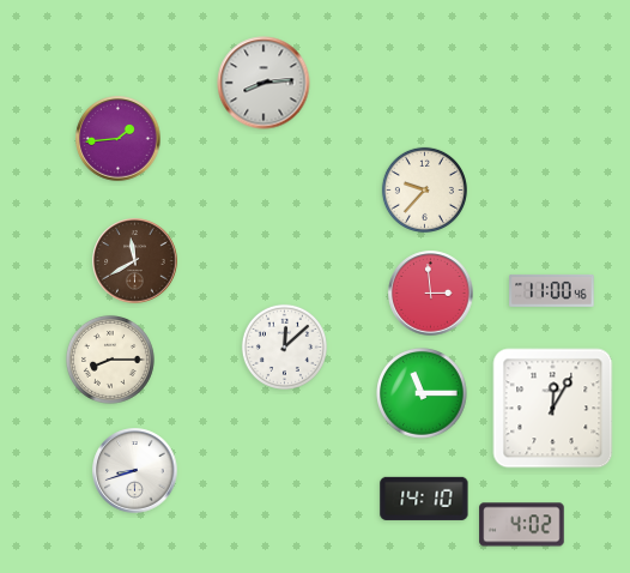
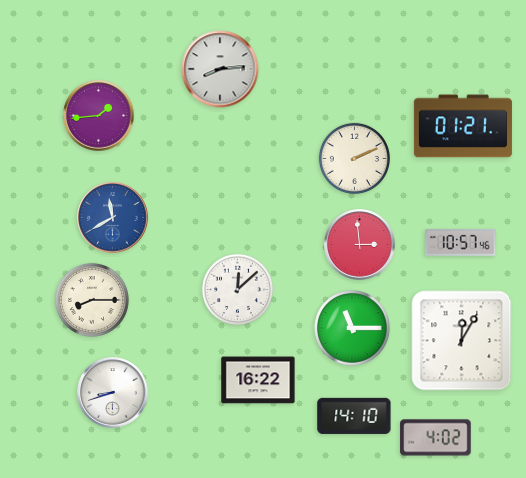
clock at (463, 126): none -> 01:21
clock at (424, 189): 9:37 -> 2:11
clock at (135, 261) dial: brown -> blue
clock at (552, 291): 11:00 -> 10:57
clock at (258, 380): none -> 16:22
